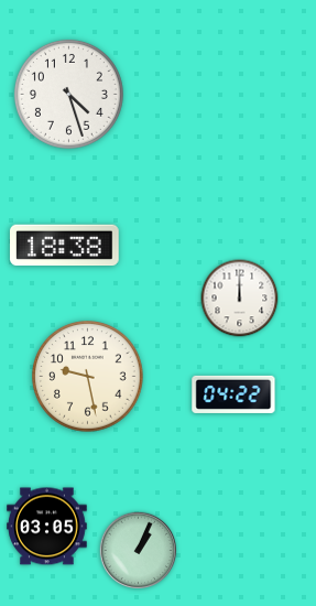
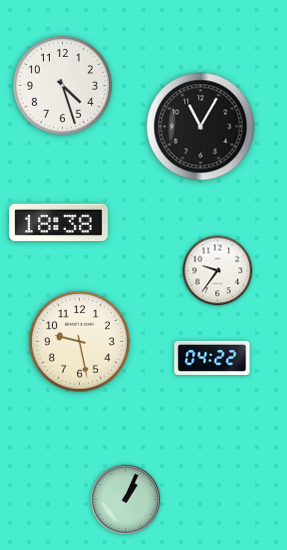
clock at (201, 127): none -> 11:05
clock at (240, 299): 12:00 -> 9:36
clock at (47, 527): 03:05 -> none
